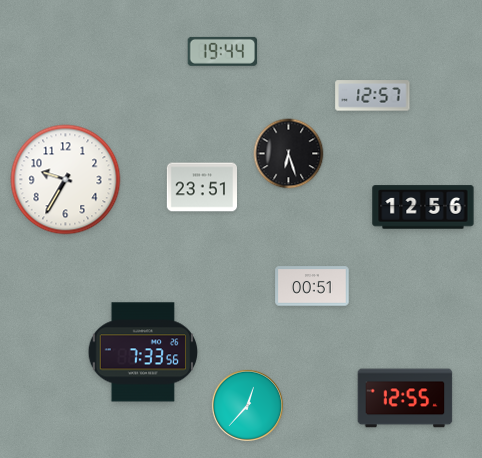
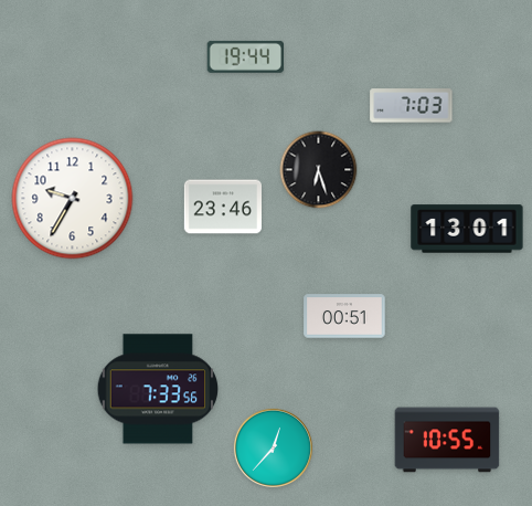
clock at (373, 96): 12:57 -> 7:03
clock at (201, 187): 23:51 -> 23:46
clock at (423, 207): 12:56 -> 13:01
clock at (405, 398): 12:55 -> 10:55
